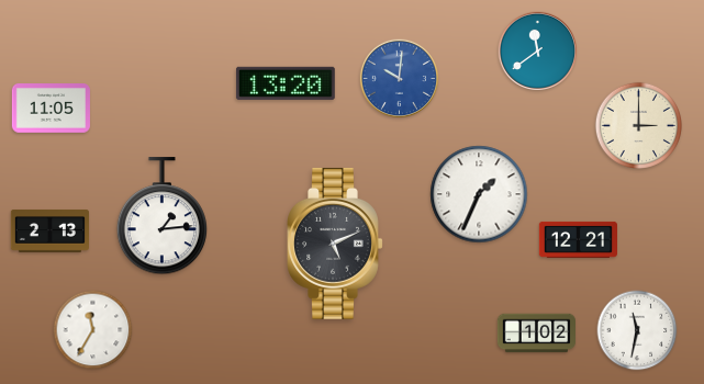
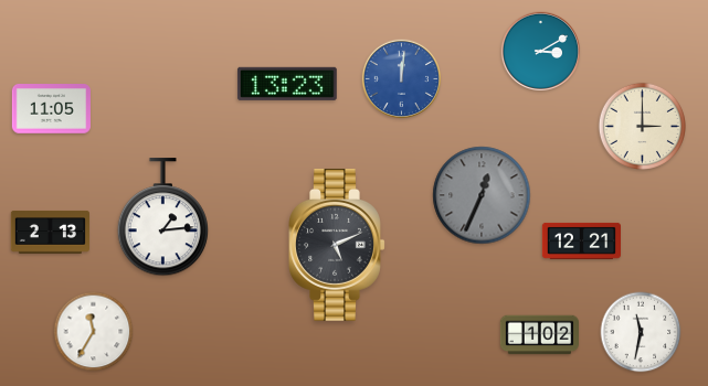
clock at (537, 50): 11:39 -> 3:10
clock at (399, 78): 10:01 -> 12:01
clock at (286, 83): 13:20 -> 13:23
clock at (479, 194): 1:34 -> 12:34
clock at (479, 194) dial: white -> grey
